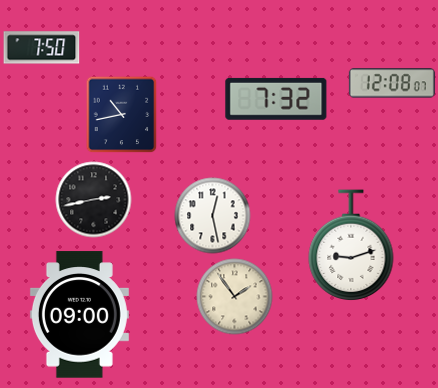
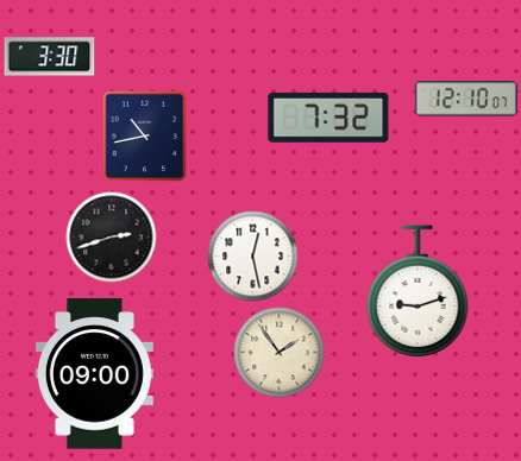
clock at (42, 48): 7:50 -> 3:30
clock at (392, 83): 12:08 -> 12:10
clock at (94, 200): 2:43 -> 2:42
